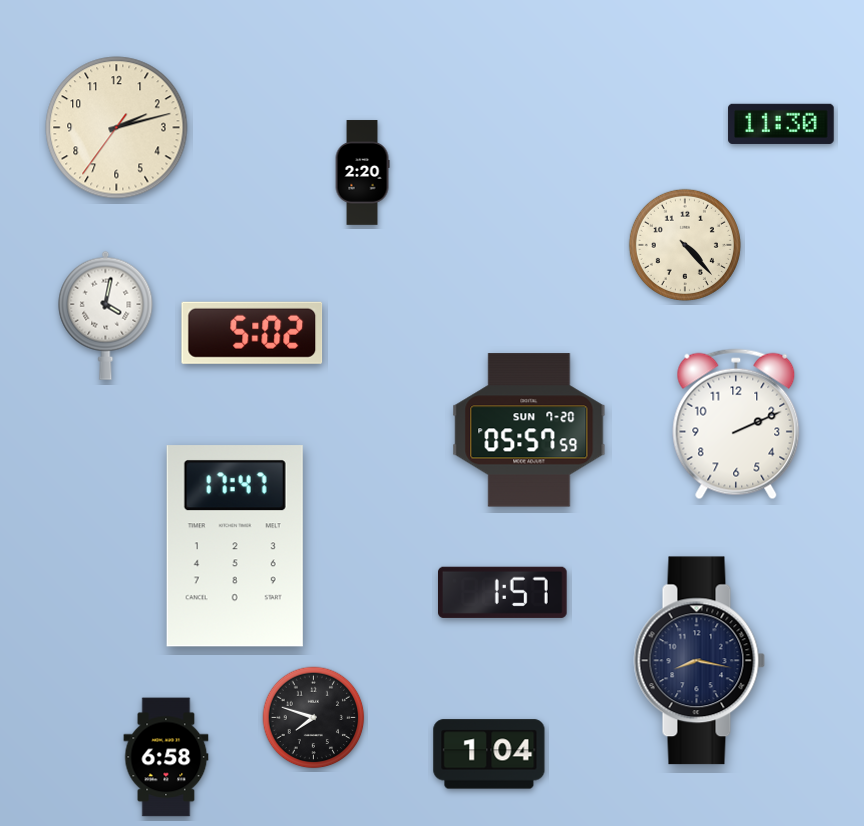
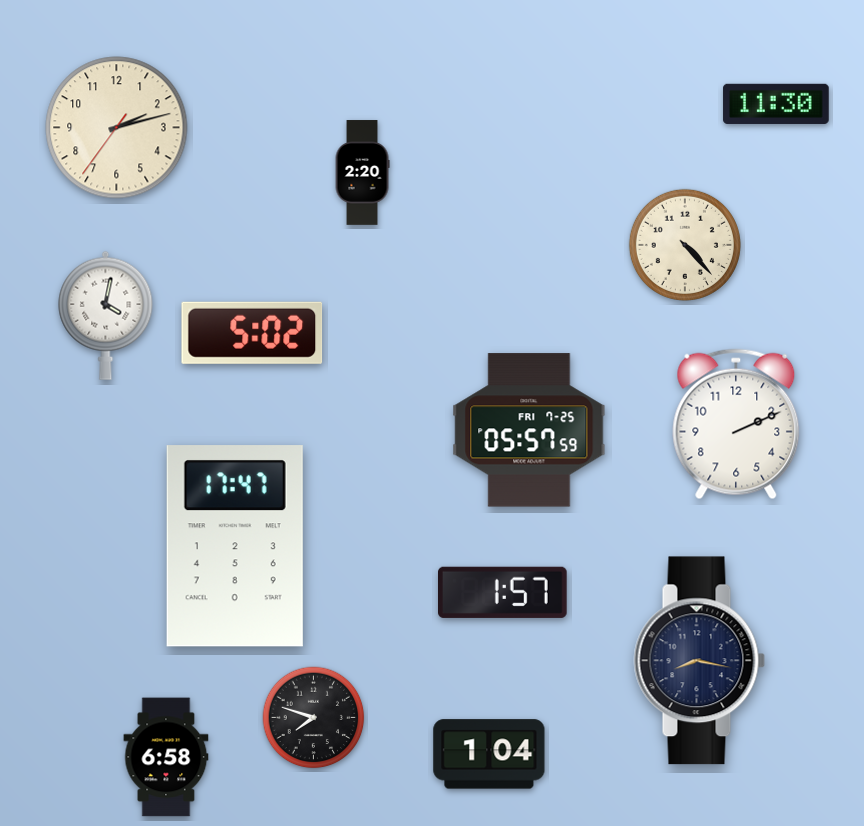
clock at (781, 123) position: (781, 123) -> (776, 103)
clock at (529, 430) date: SUN 7-20 -> FRI 7-25
